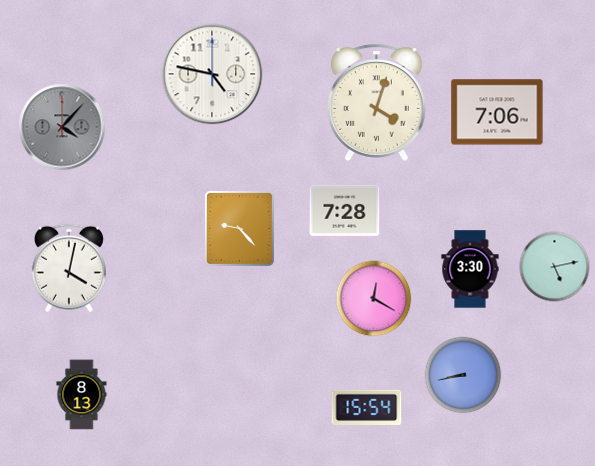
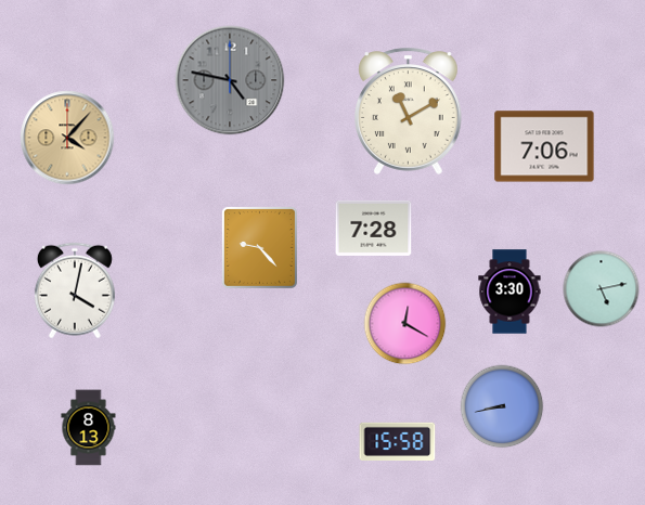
clock at (212, 74) dial: white -> grey
clock at (377, 102): 4:03 -> 11:10
clock at (497, 112) position: (497, 112) -> (544, 146)
clock at (62, 127) dial: grey -> champagne
clock at (367, 407): 15:54 -> 15:58
